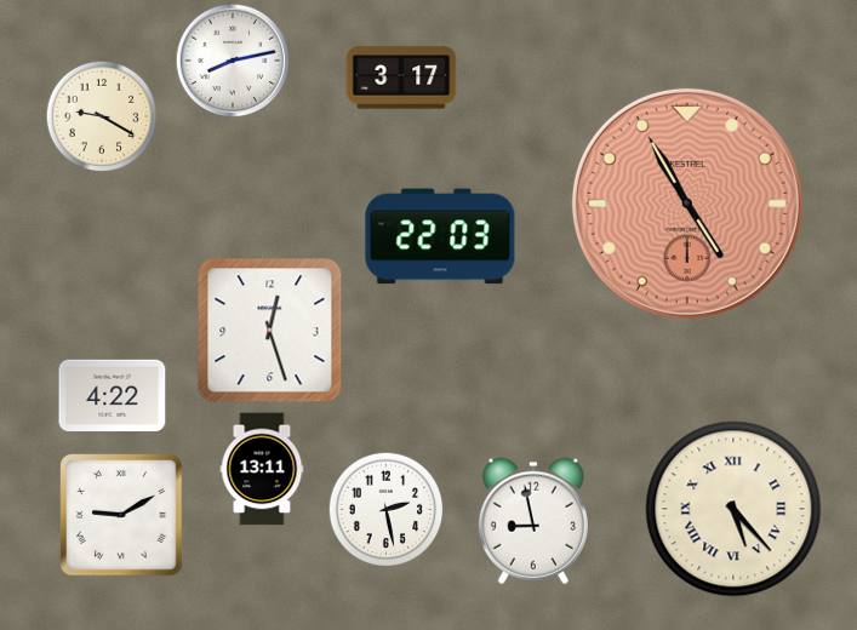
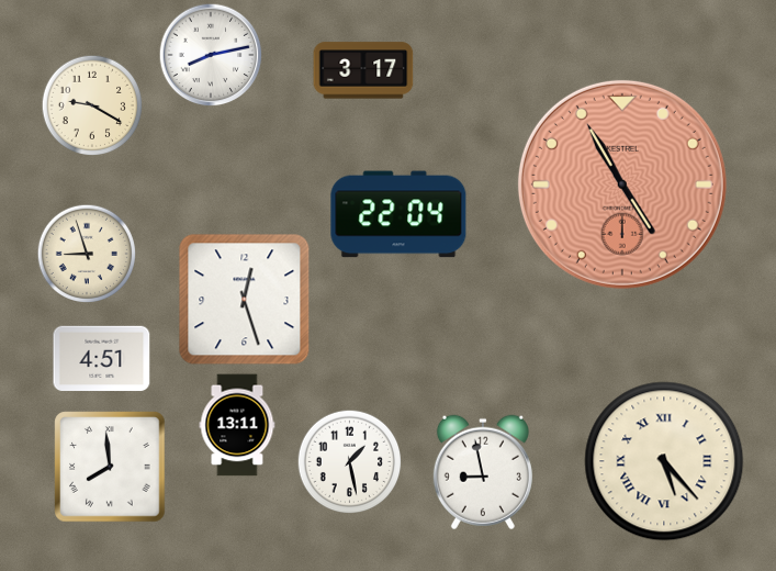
clock at (440, 236): 22:03 -> 22:04
clock at (86, 253): none -> 8:57
clock at (113, 396): 4:22 -> 4:51
clock at (385, 509): 2:28 -> 1:28
clock at (121, 515): 9:10 -> 7:59
